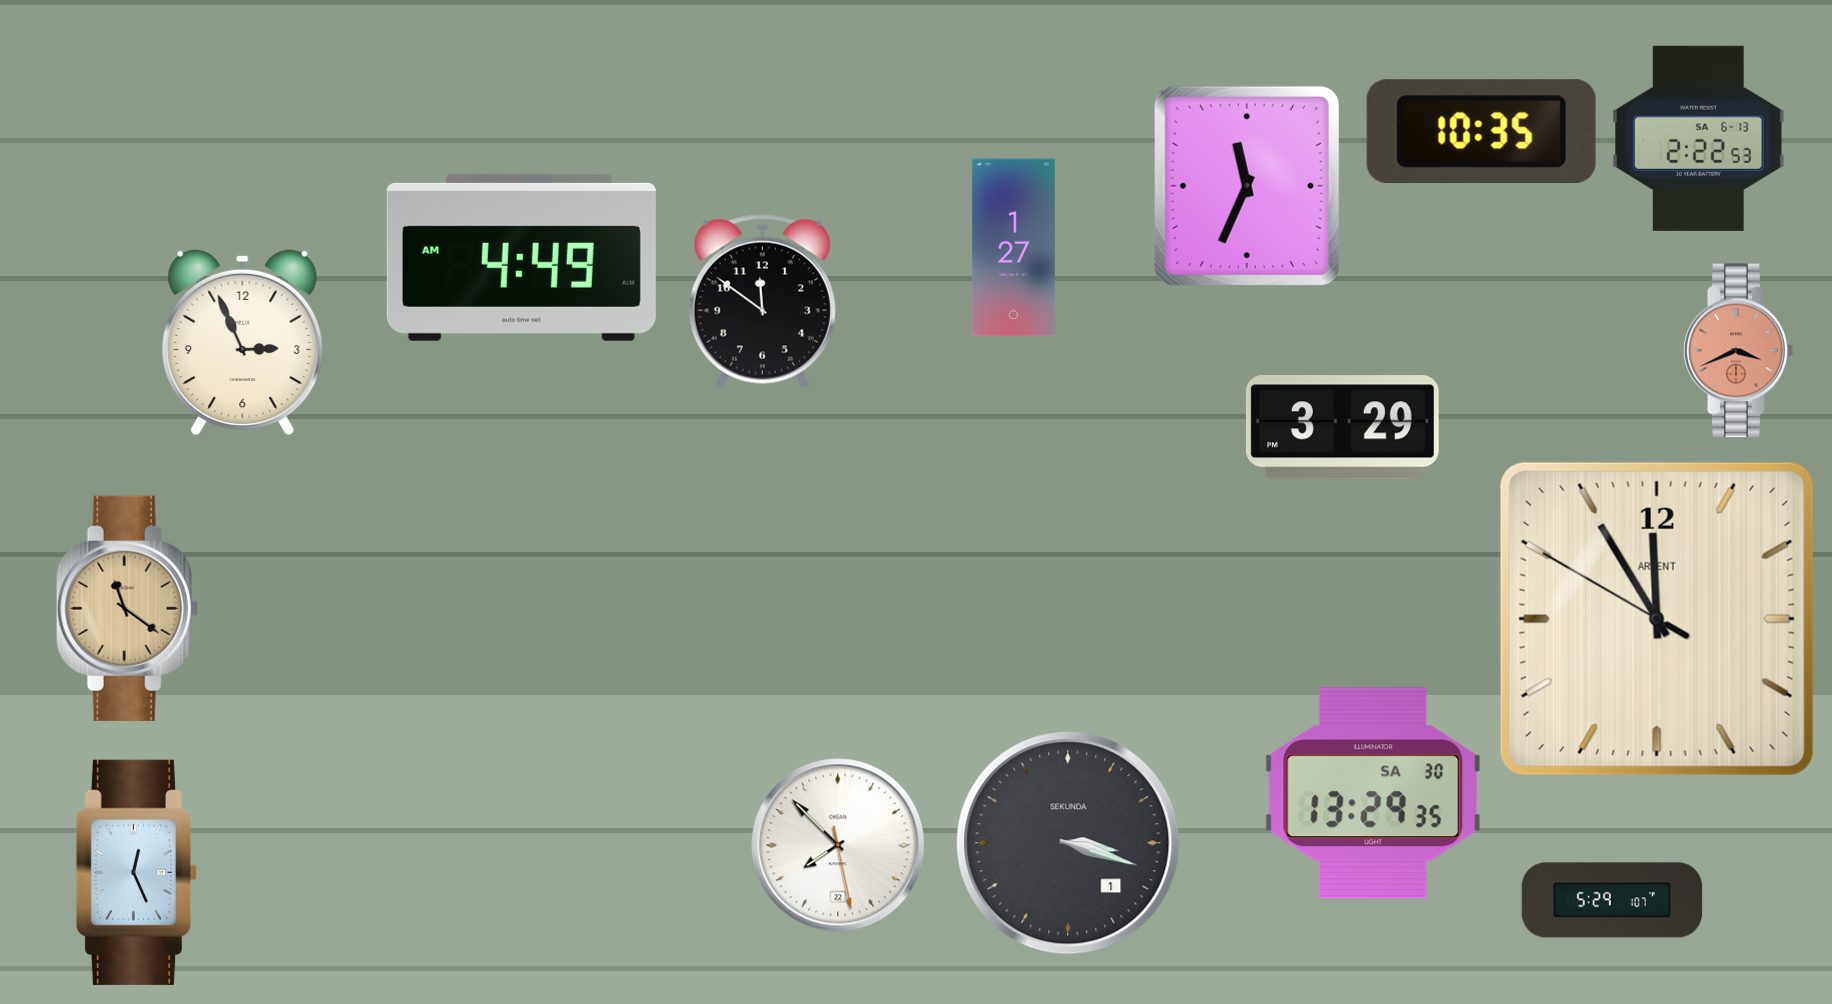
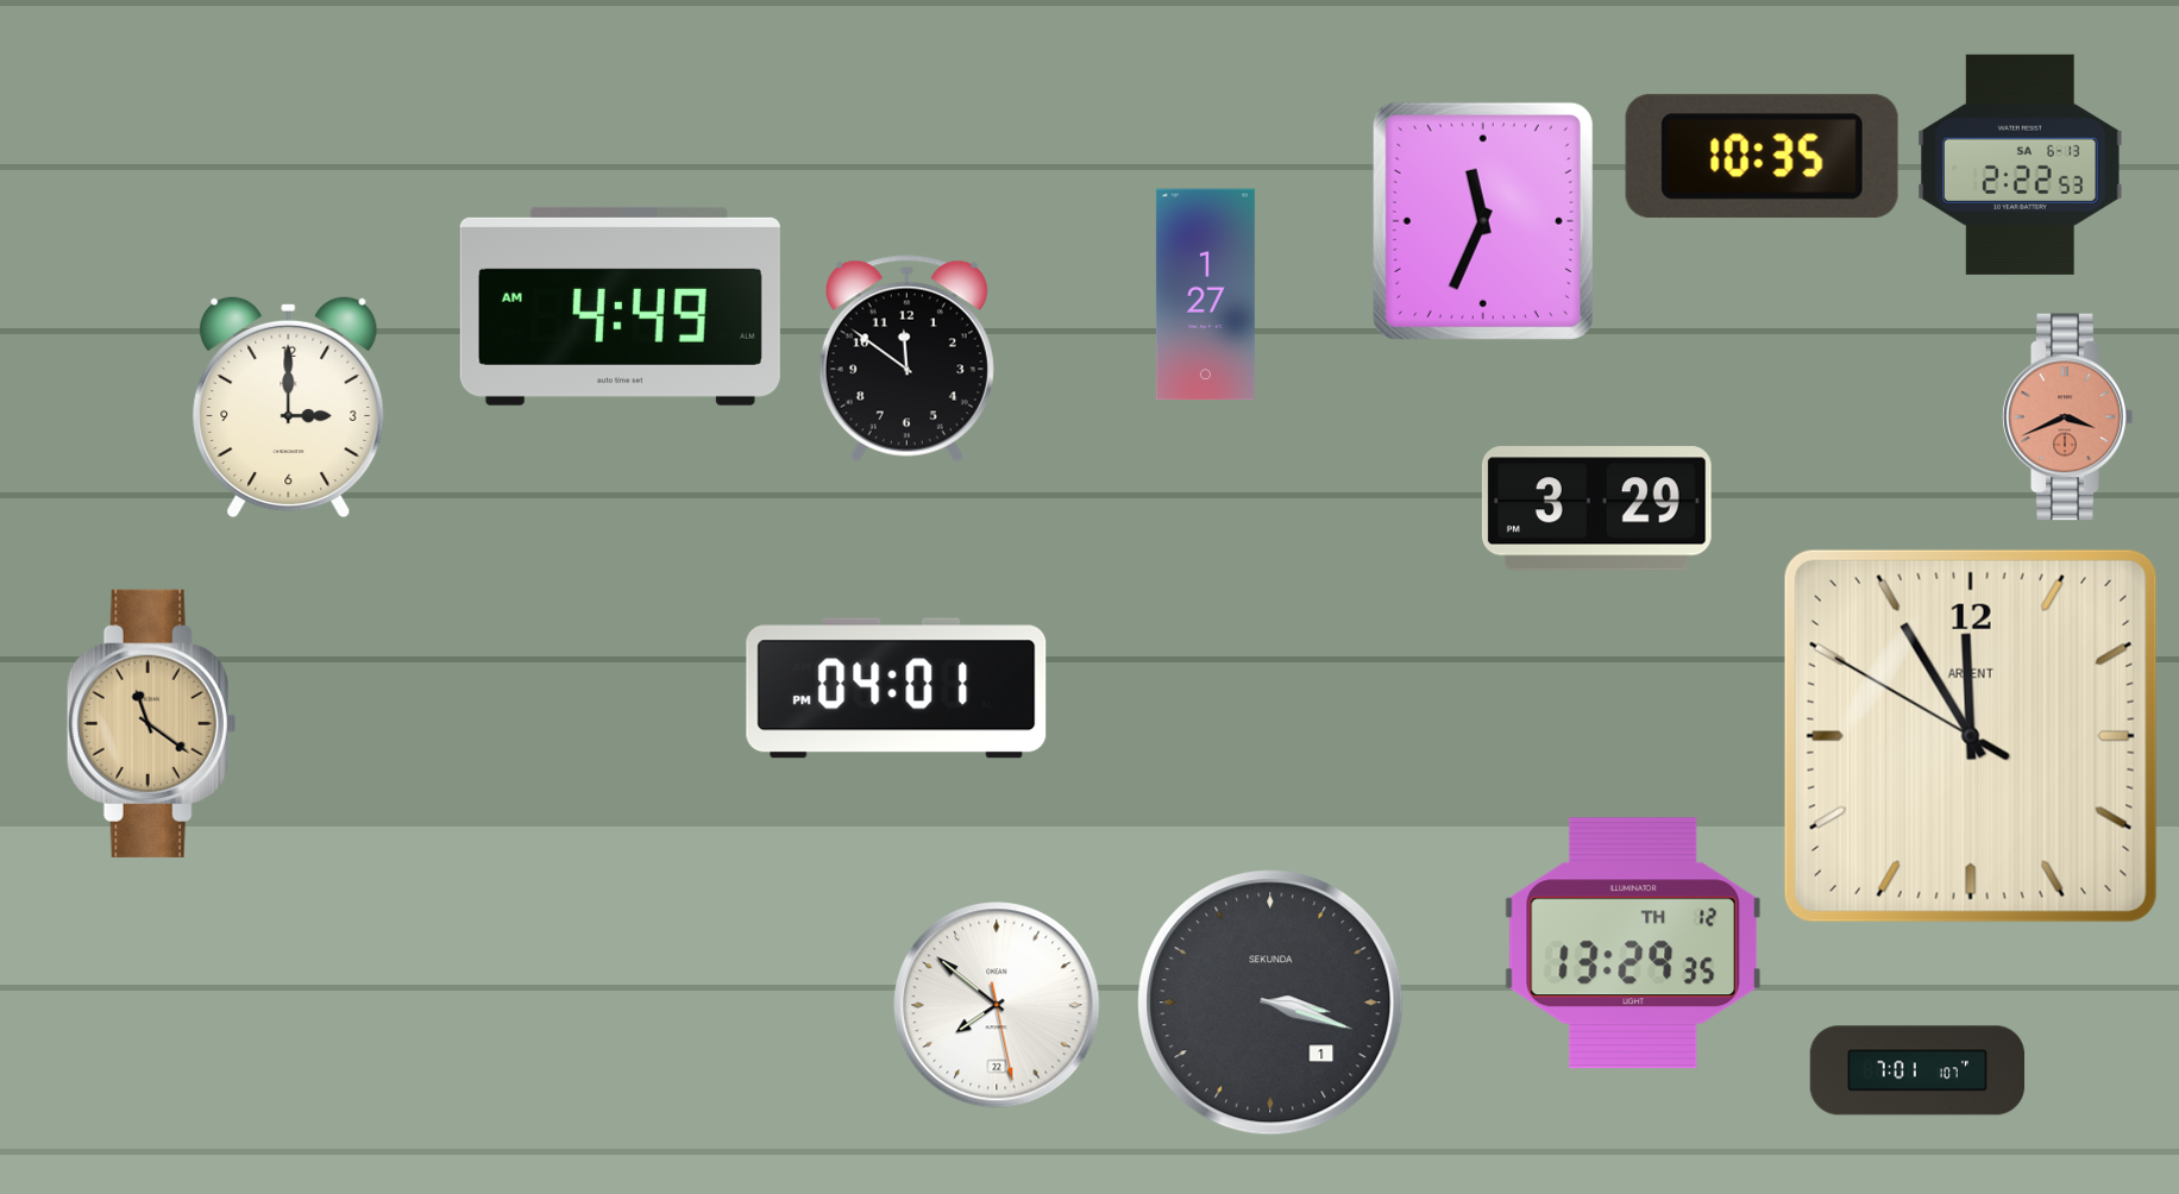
clock at (243, 342): 2:56 -> 3:00
clock at (897, 689): none -> 04:01
clock at (1372, 793) date: SA 30 -> TH 12
clock at (838, 845): 7:52 -> 7:51
clock at (136, 872): 12:26 -> none
clock at (1612, 900): 5:29 -> 7:01
